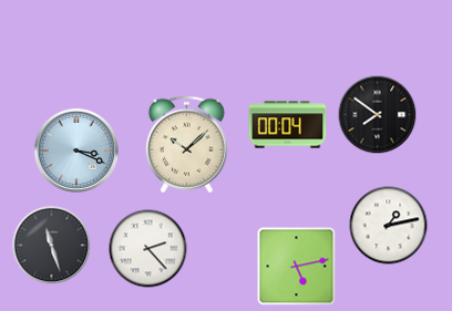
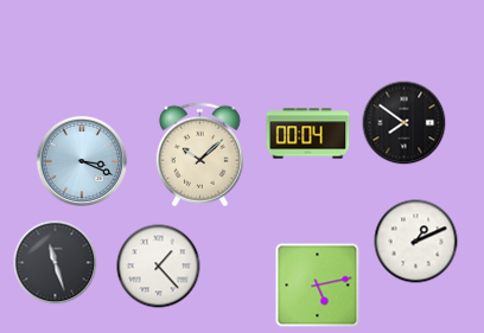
clock at (389, 226): 1:13 -> 1:11
clock at (148, 249): 2:23 -> 1:23
